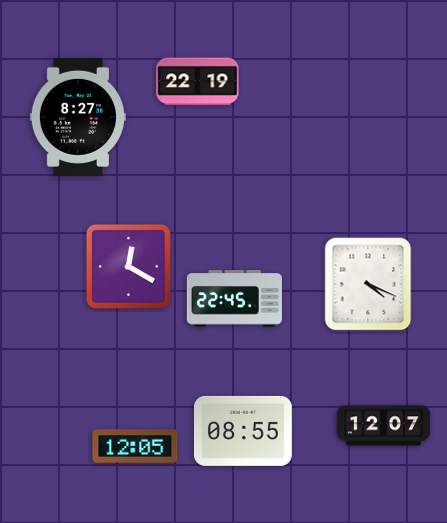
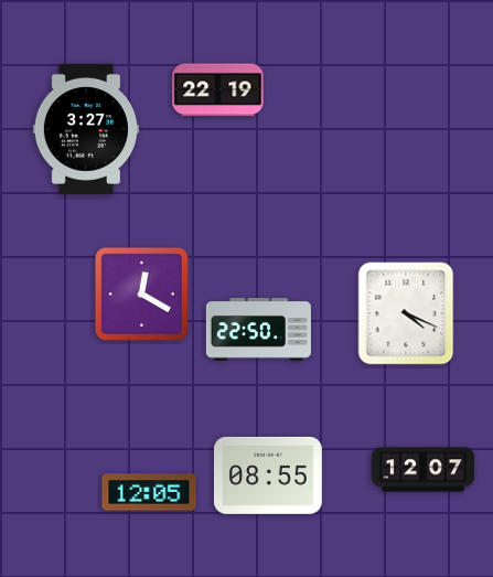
clock at (78, 117): 8:27 -> 3:27
clock at (234, 299): 22:45 -> 22:50
